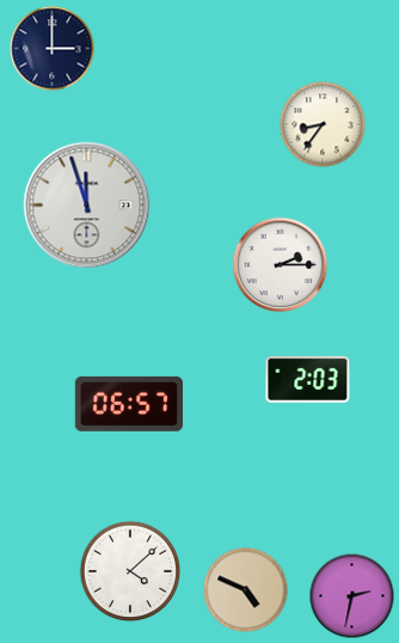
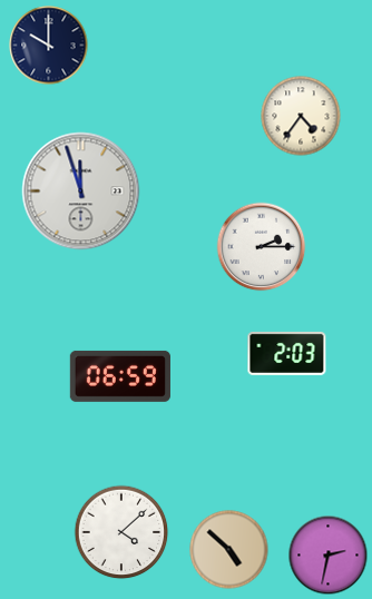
clock at (53, 49): 3:00 -> 10:00
clock at (323, 124): 8:36 -> 4:36
clock at (129, 404): 06:57 -> 06:59
clock at (246, 590): 4:49 -> 4:52
